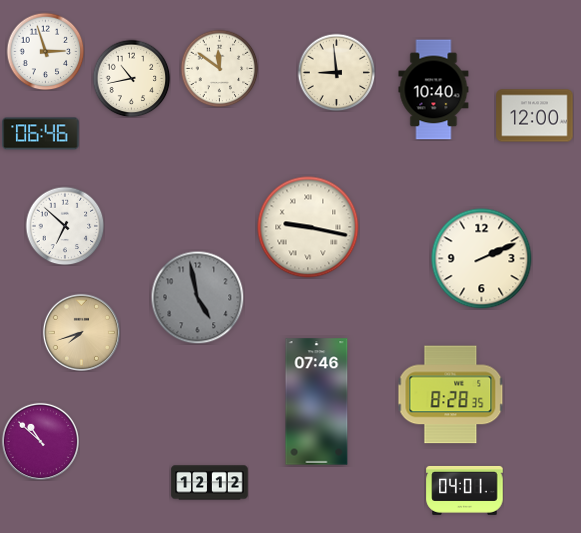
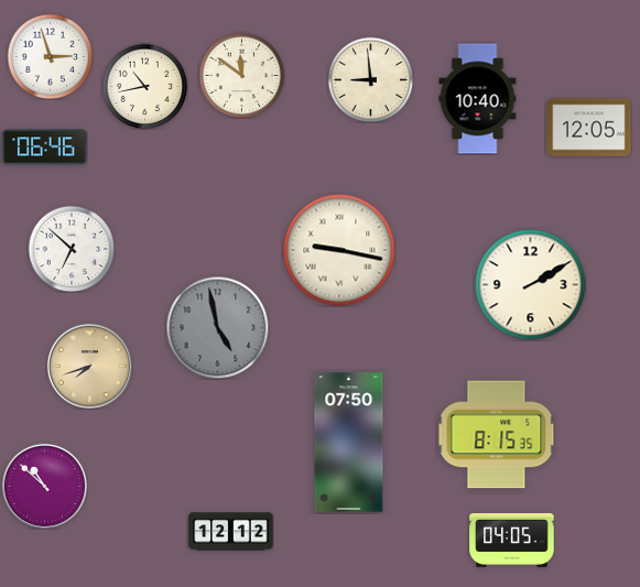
clock at (535, 116): 12:00 -> 12:05
clock at (482, 259): 2:11 -> 2:10
clock at (451, 395): 8:28 -> 8:15
clock at (317, 402): 07:46 -> 07:50
clock at (465, 490): 04:01 -> 04:05
